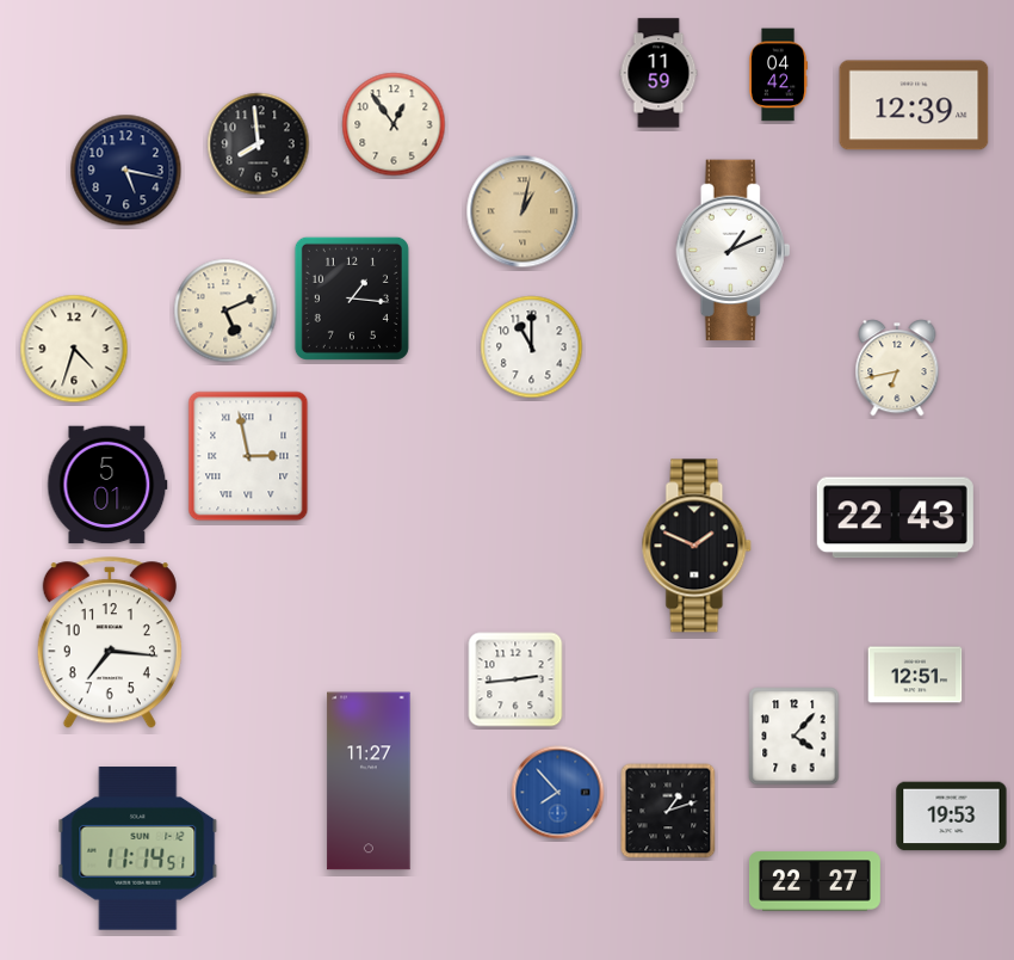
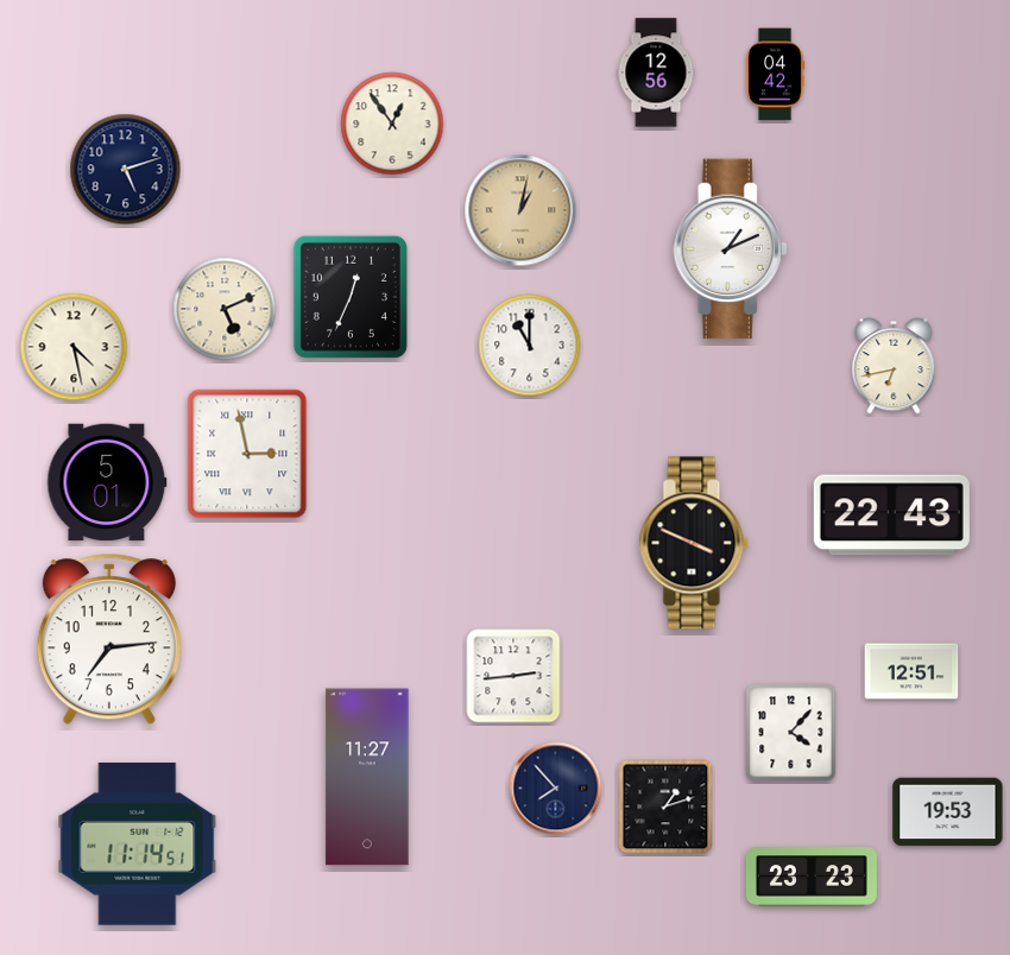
clock at (659, 73): 11:59 -> 12:56
clock at (914, 105): 12:39 -> none
clock at (259, 144): 7:59 -> none
clock at (126, 171): 5:17 -> 5:12
clock at (352, 299): 1:16 -> 12:34
clock at (74, 349): 4:33 -> 4:28
clock at (697, 546): 1:49 -> 3:49
clock at (110, 644): 7:16 -> 7:14
clock at (558, 793) dial: blue -> navy
clock at (815, 881): 22:27 -> 23:23
